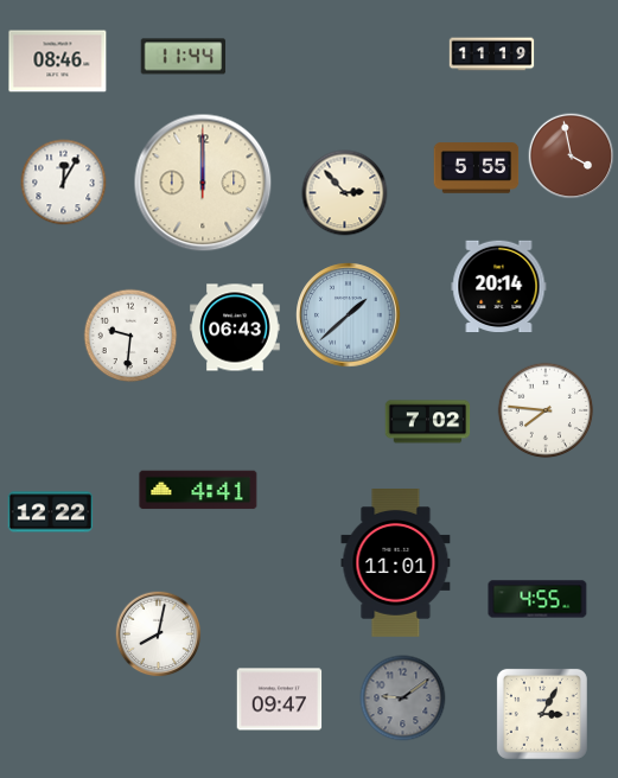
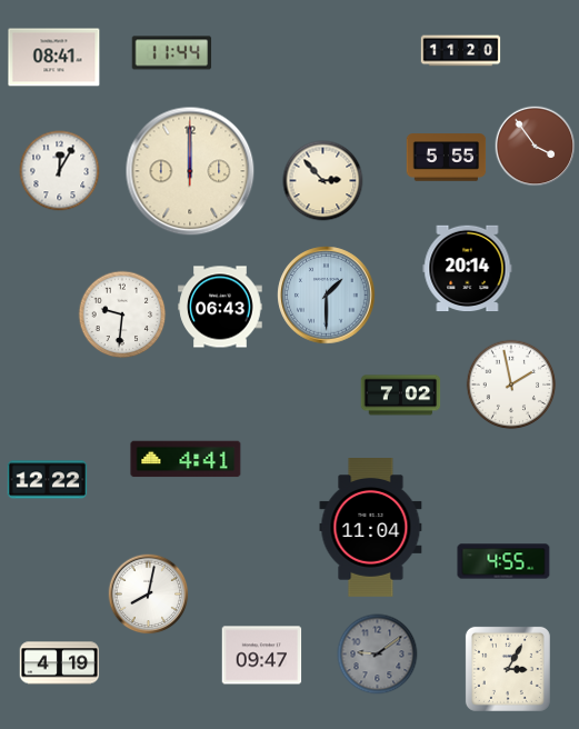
clock at (492, 55): 11:19 -> 11:20
clock at (58, 62): 08:46 -> 08:41
clock at (572, 157): 3:58 -> 3:54
clock at (349, 315): 1:38 -> 1:30
clock at (546, 410): 7:46 -> 1:58
clock at (396, 563): 11:01 -> 11:04
clock at (60, 663): none -> 4:19
